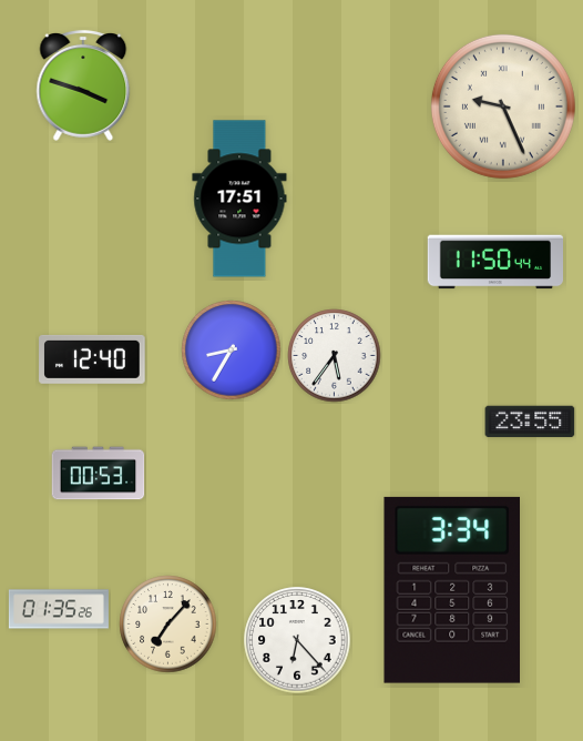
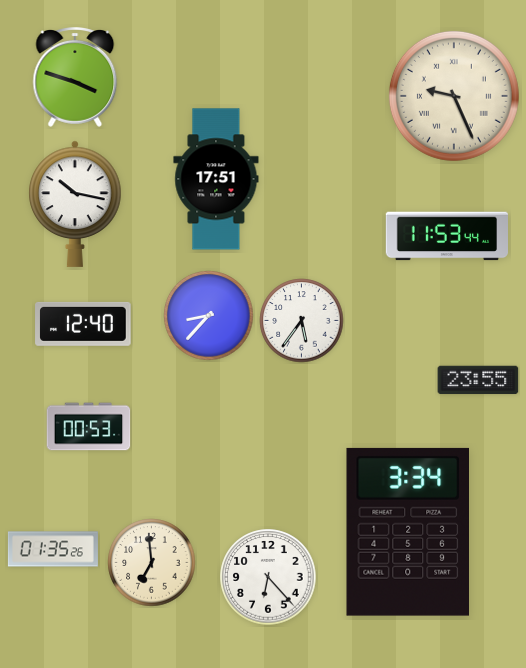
clock at (75, 204): none -> 10:17
clock at (494, 262): 11:50 -> 11:53
clock at (232, 351): 8:35 -> 8:37
clock at (168, 625): 7:07 -> 6:59
